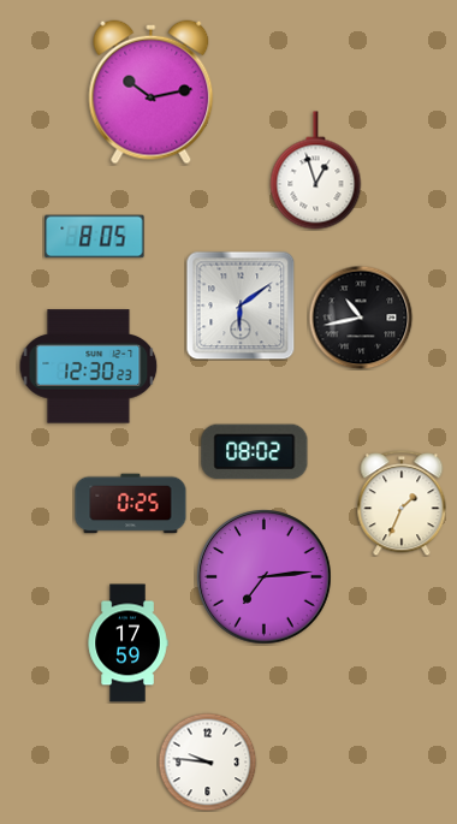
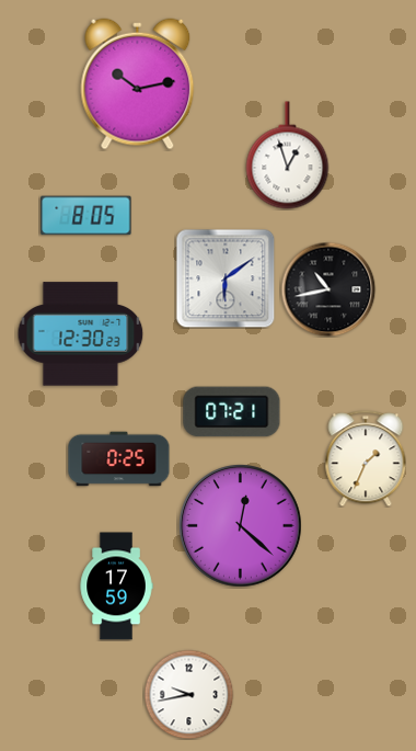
clock at (241, 306) position: (241, 306) -> (226, 278)
clock at (255, 452): 08:02 -> 07:21
clock at (265, 577): 7:14 -> 12:22
clock at (207, 761): 9:46 -> 9:43
